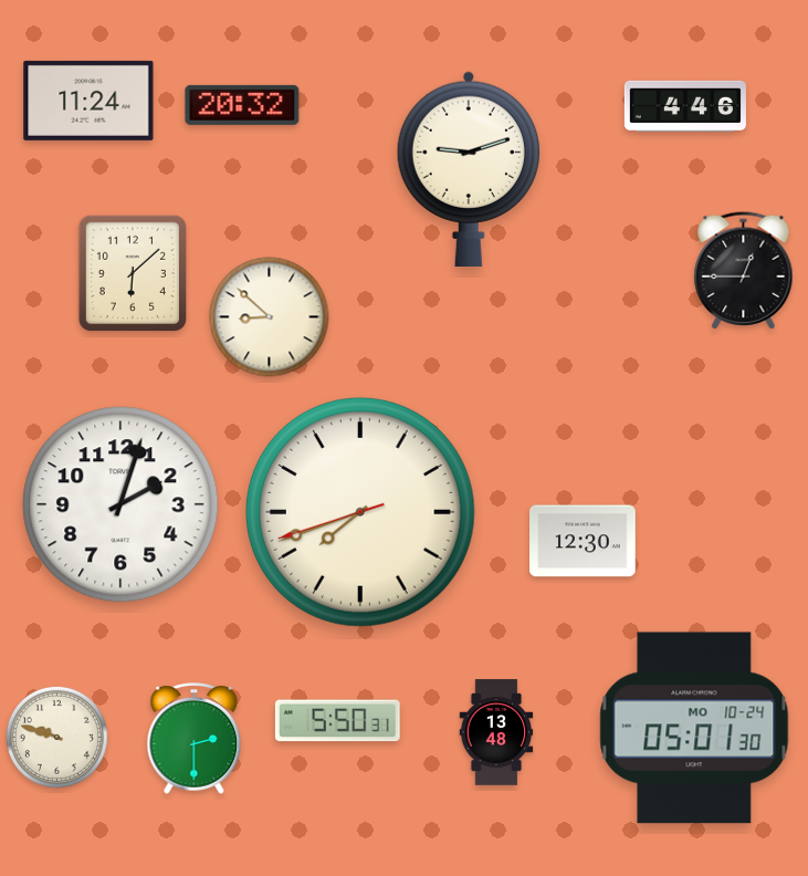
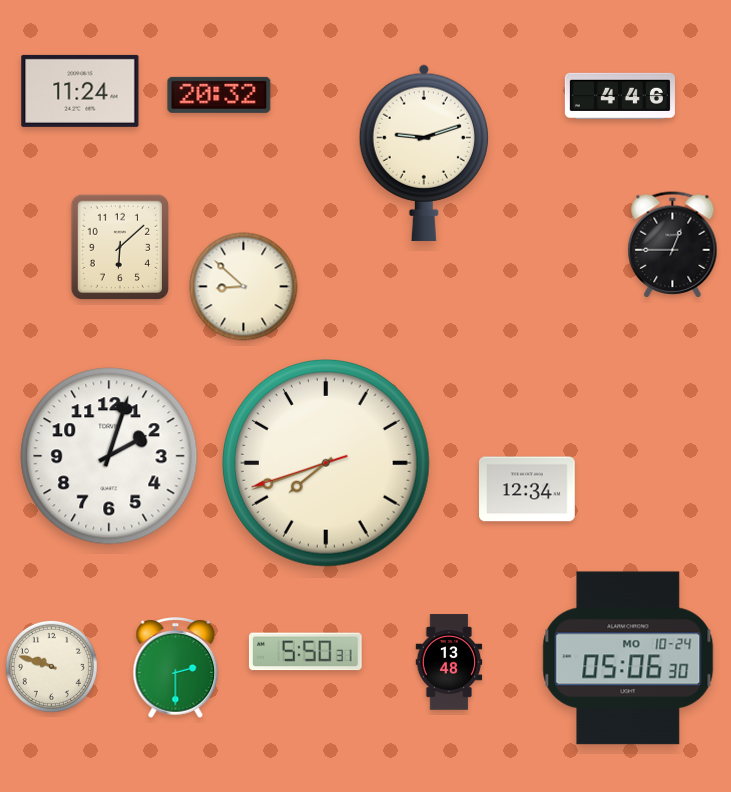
clock at (584, 541): 12:30 -> 12:34
clock at (694, 728): 05:01 -> 05:06
